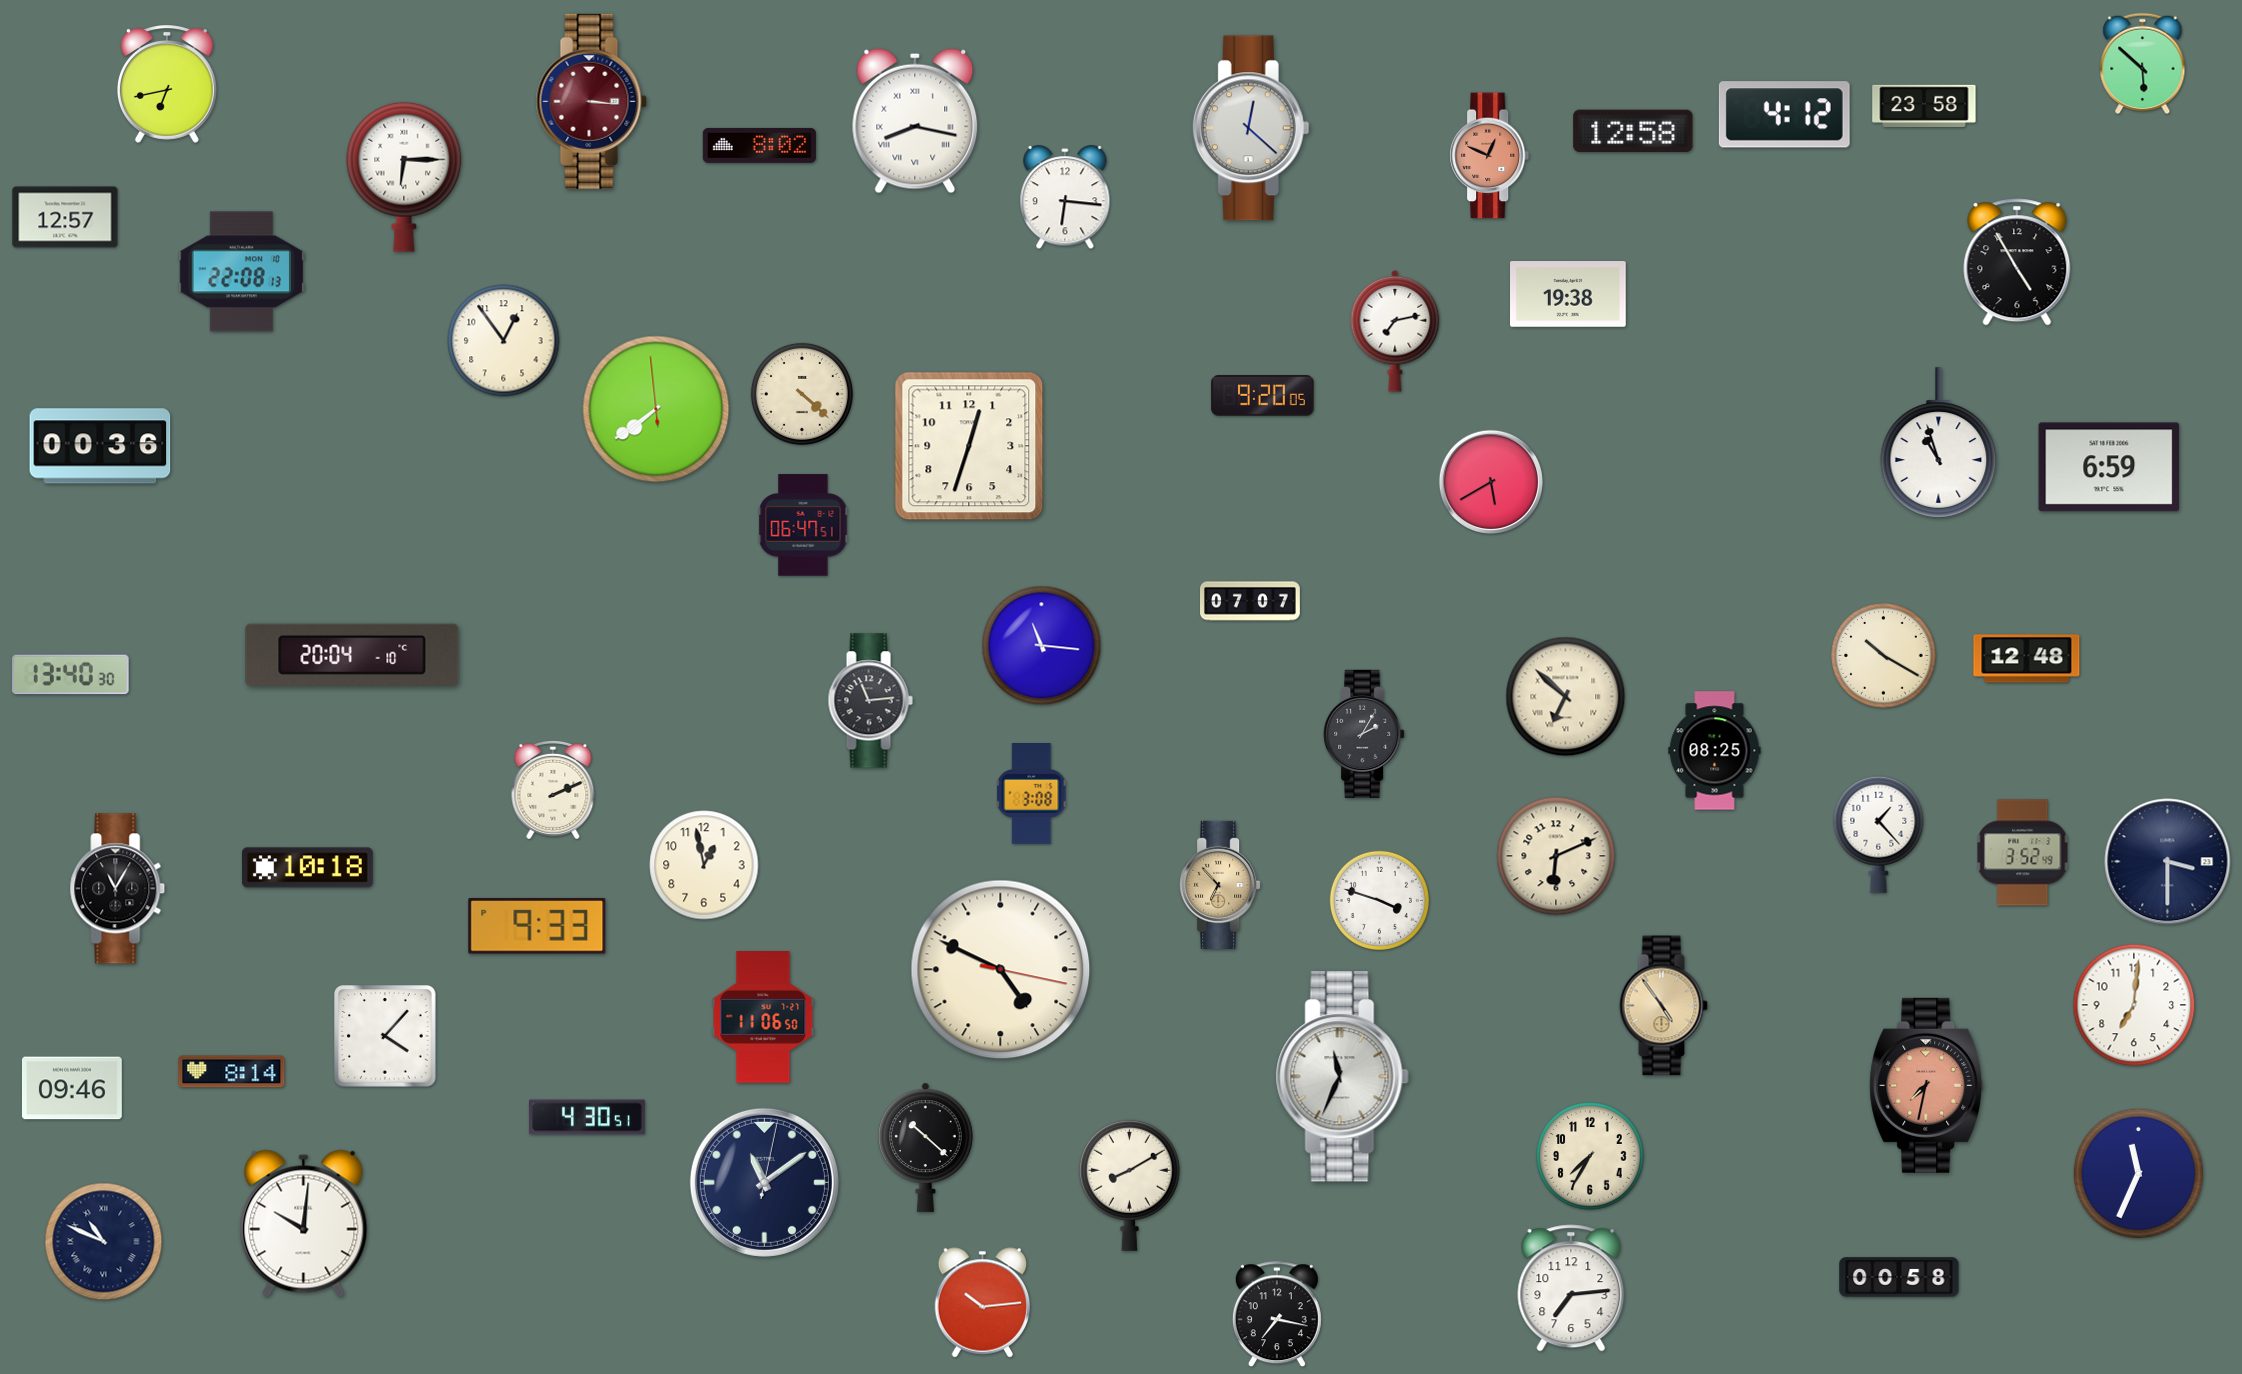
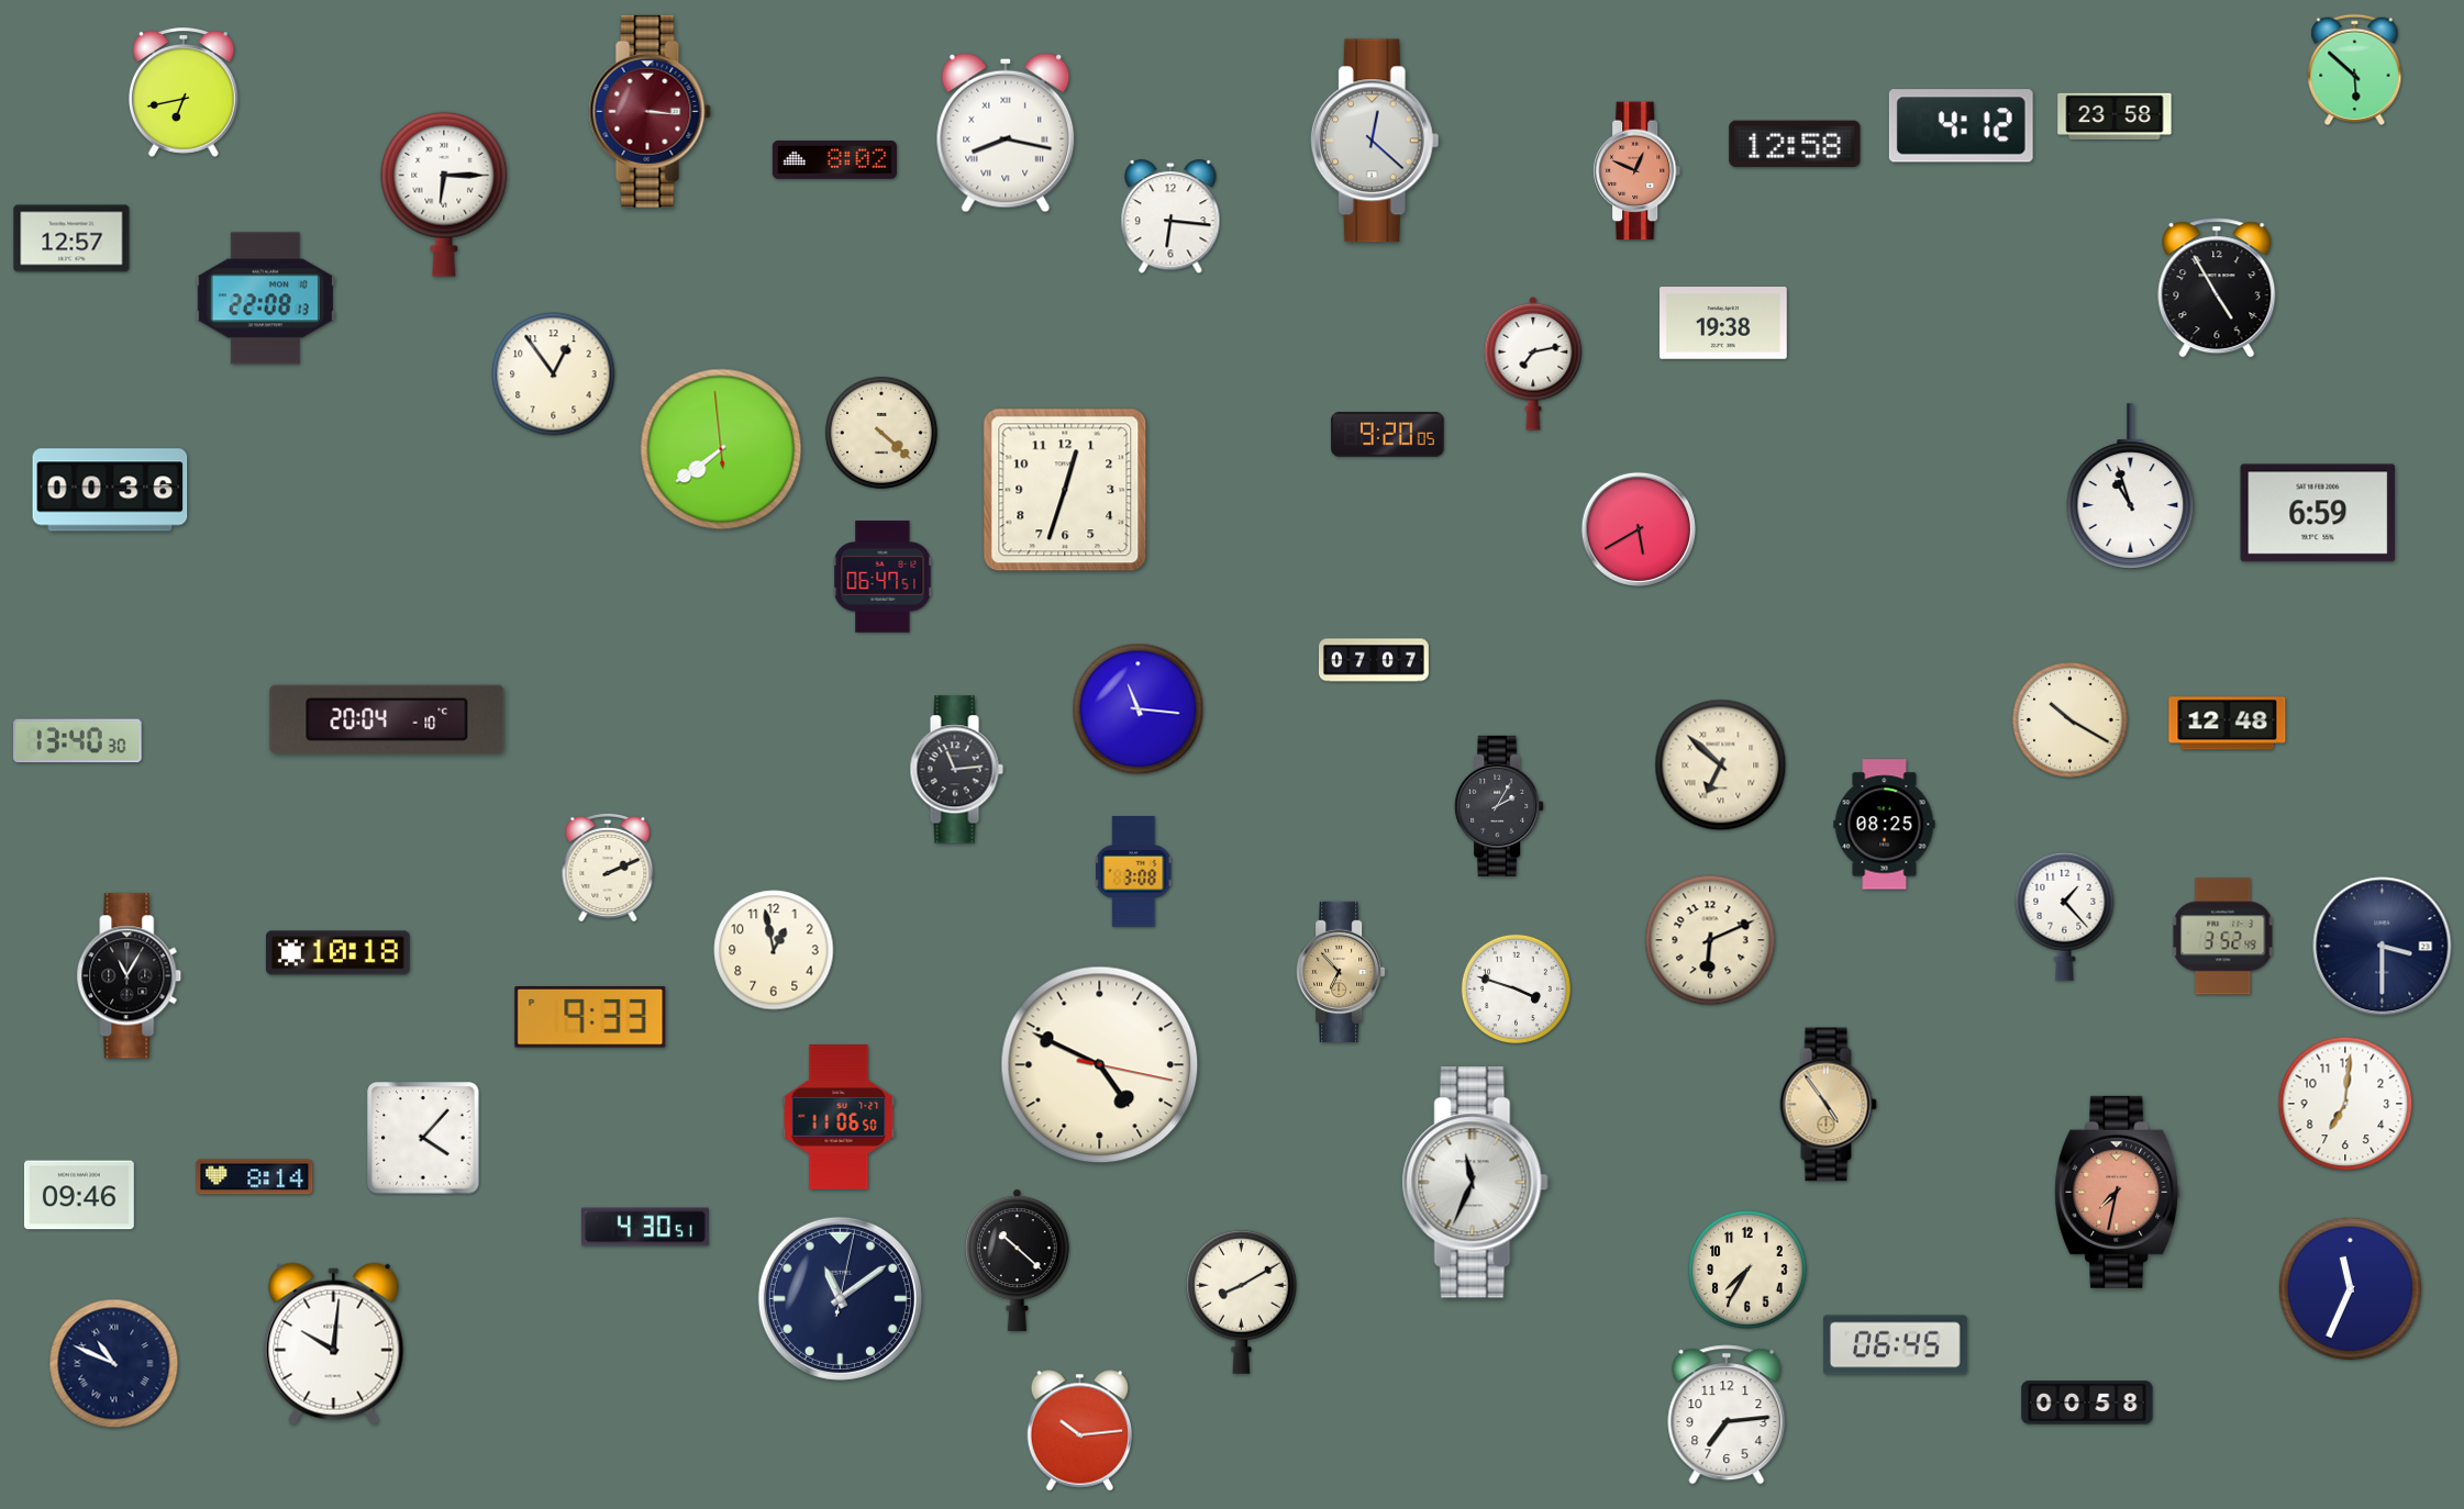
clock at (1042, 646) position: (1042, 646) -> (1139, 709)
clock at (1895, 1345): none -> 06:45
clock at (1277, 1315): 7:17 -> none
